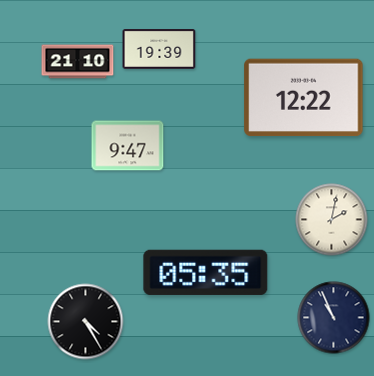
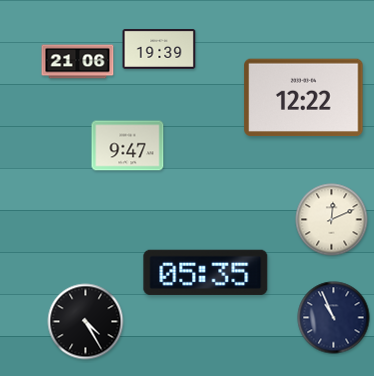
clock at (78, 62): 21:10 -> 21:06
clock at (332, 220): 2:02 -> 12:11
